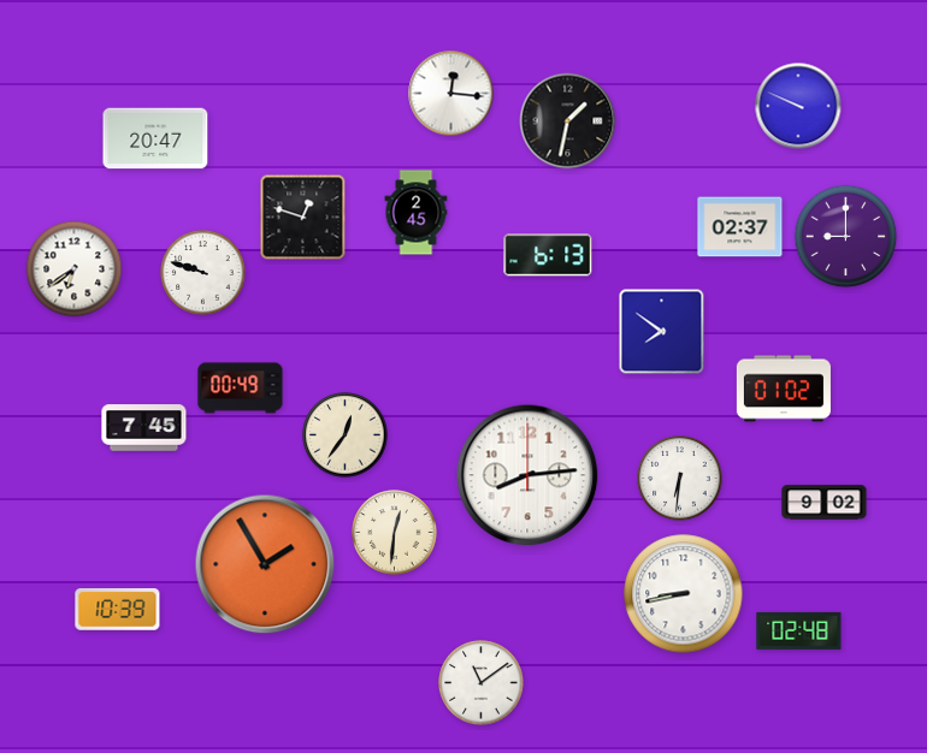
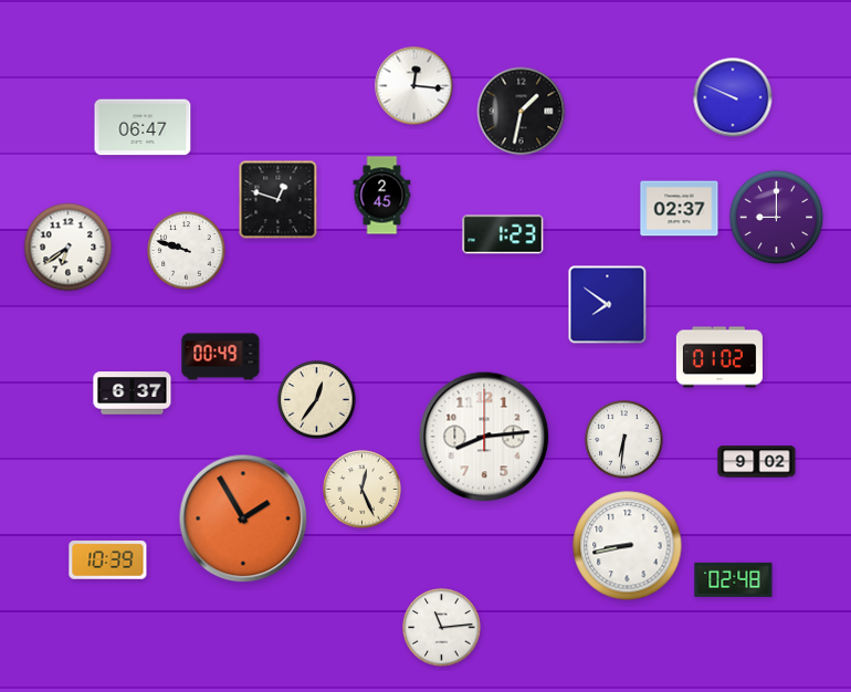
clock at (155, 138): 20:47 -> 06:47
clock at (548, 255): 6:13 -> 1:23
clock at (144, 428): 7:45 -> 6:37
clock at (395, 533): 12:31 -> 12:26
clock at (482, 683): 11:09 -> 11:14
